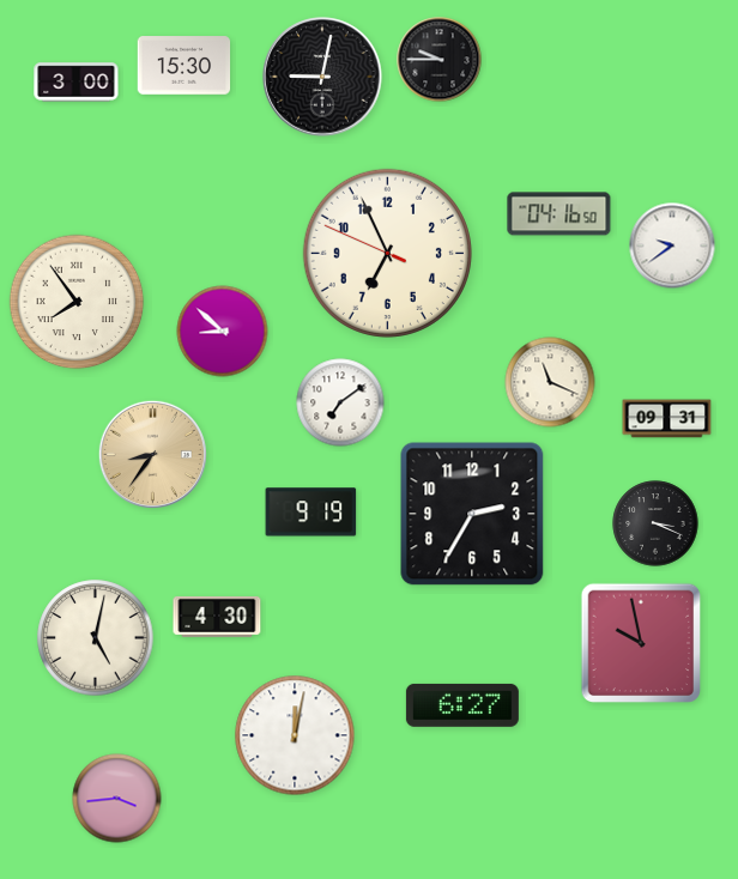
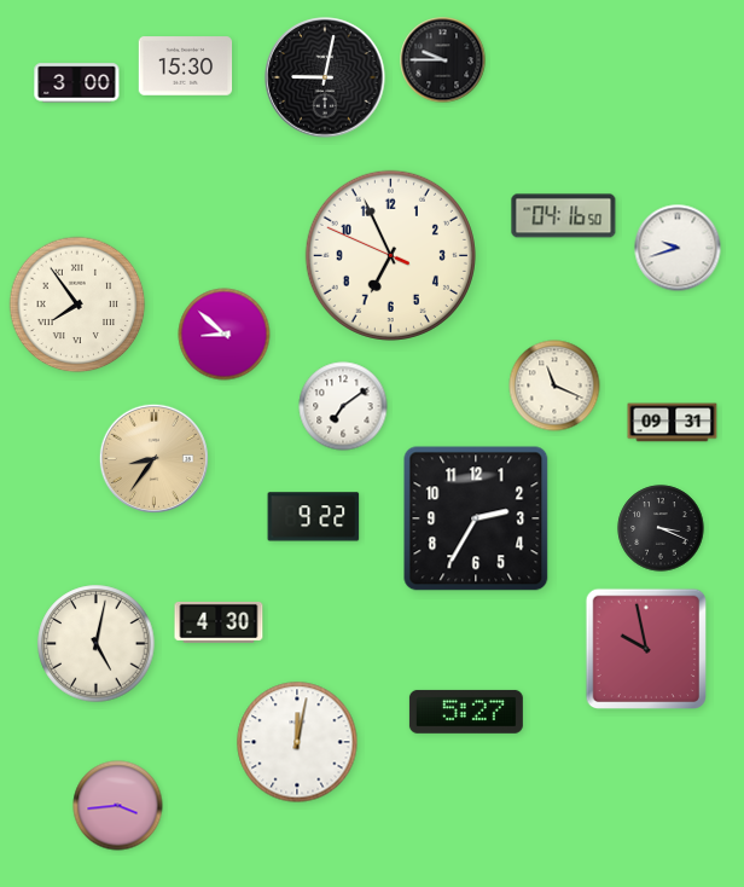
clock at (672, 245): 9:39 -> 9:42
clock at (311, 513): 9:19 -> 9:22
clock at (462, 705): 6:27 -> 5:27
